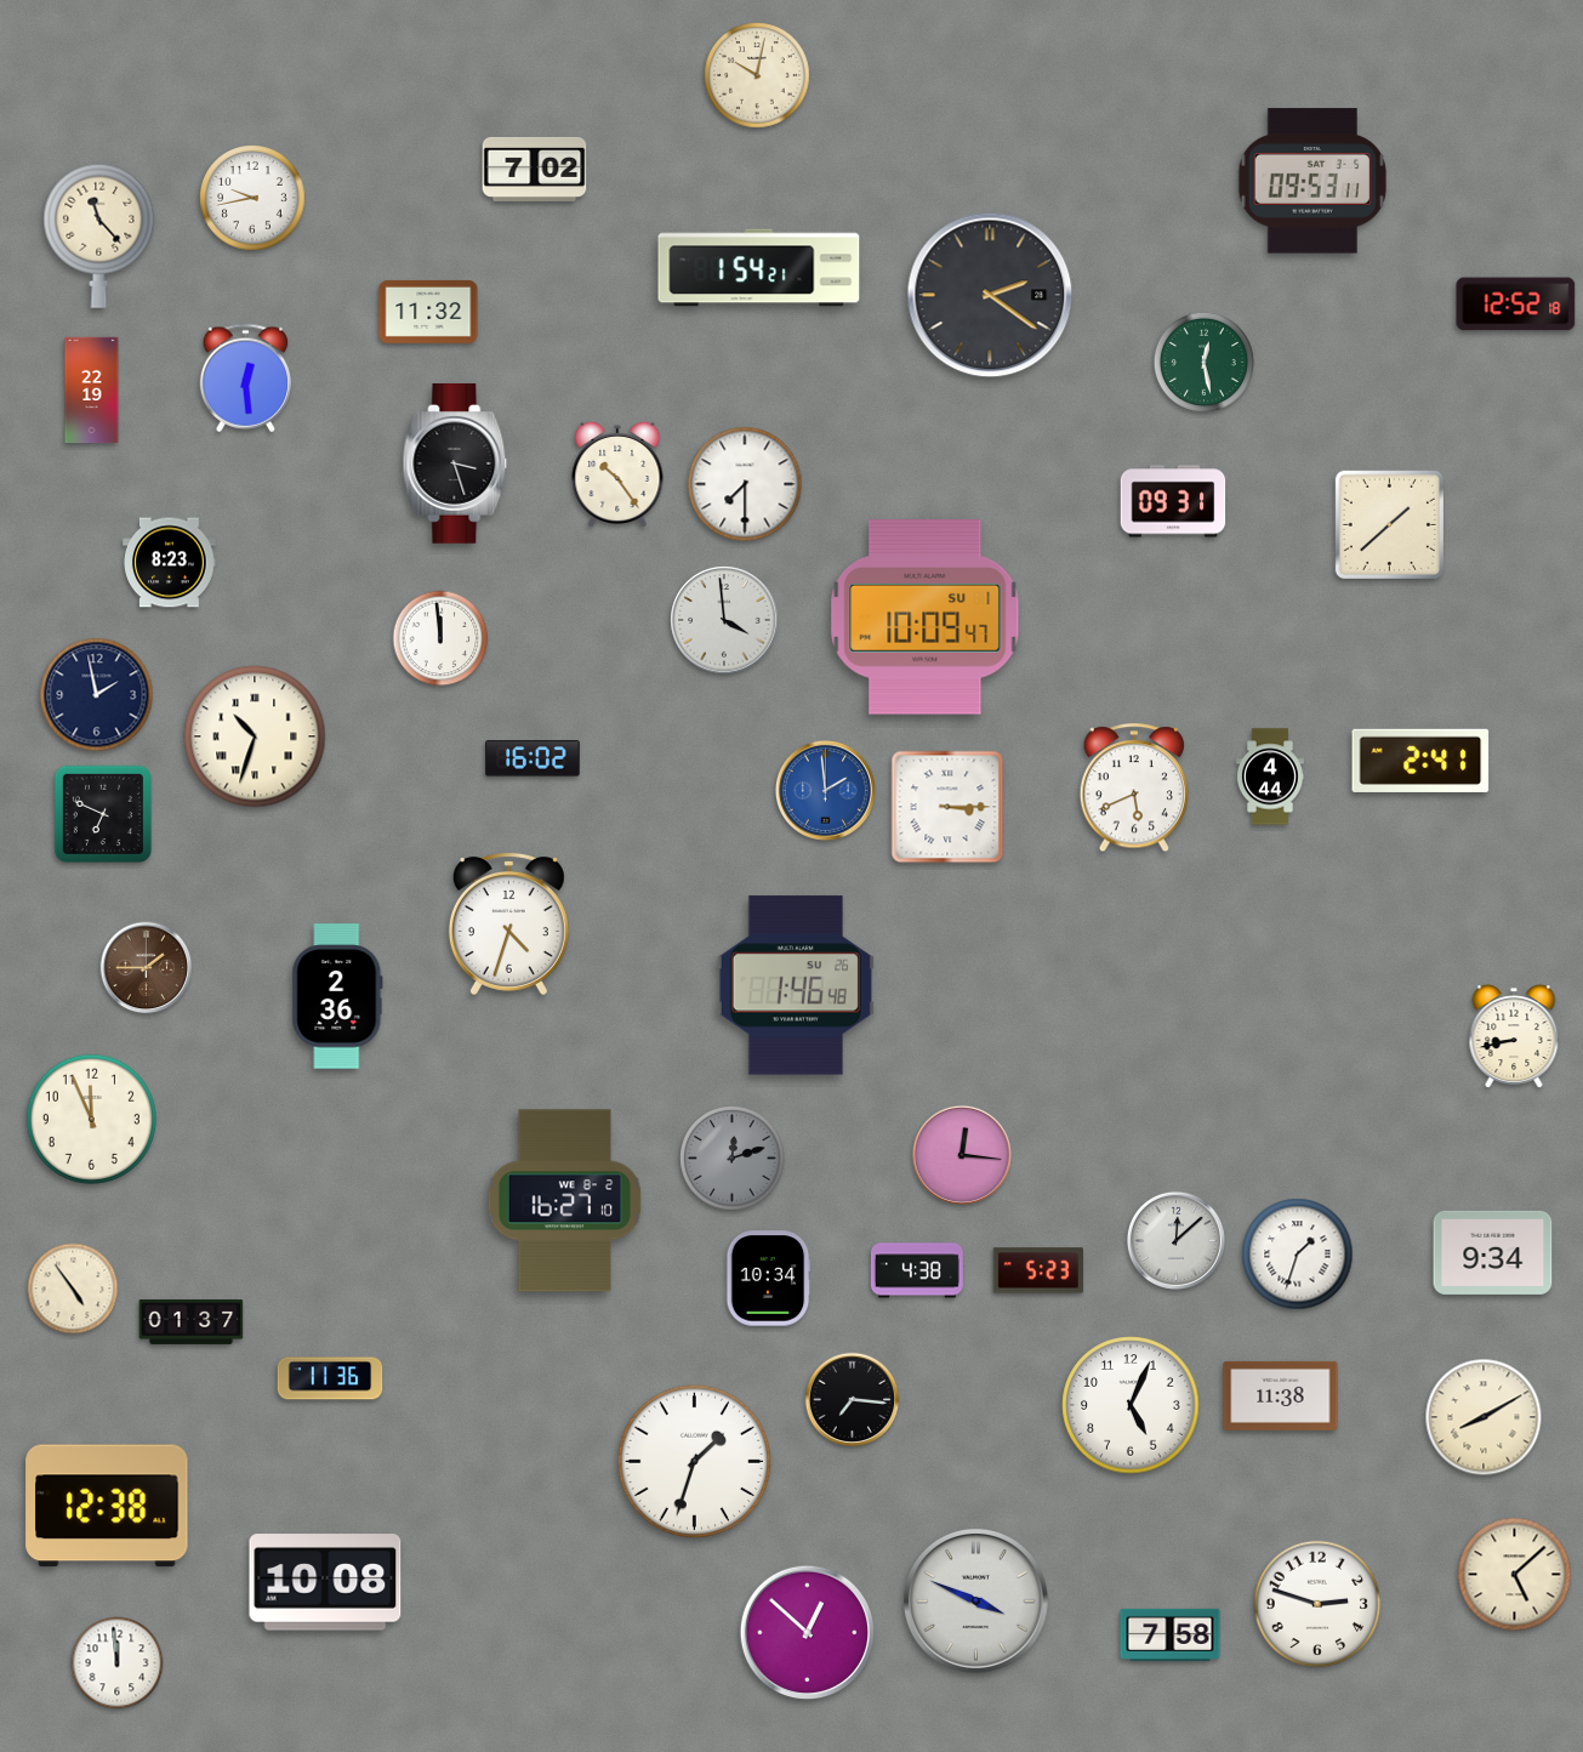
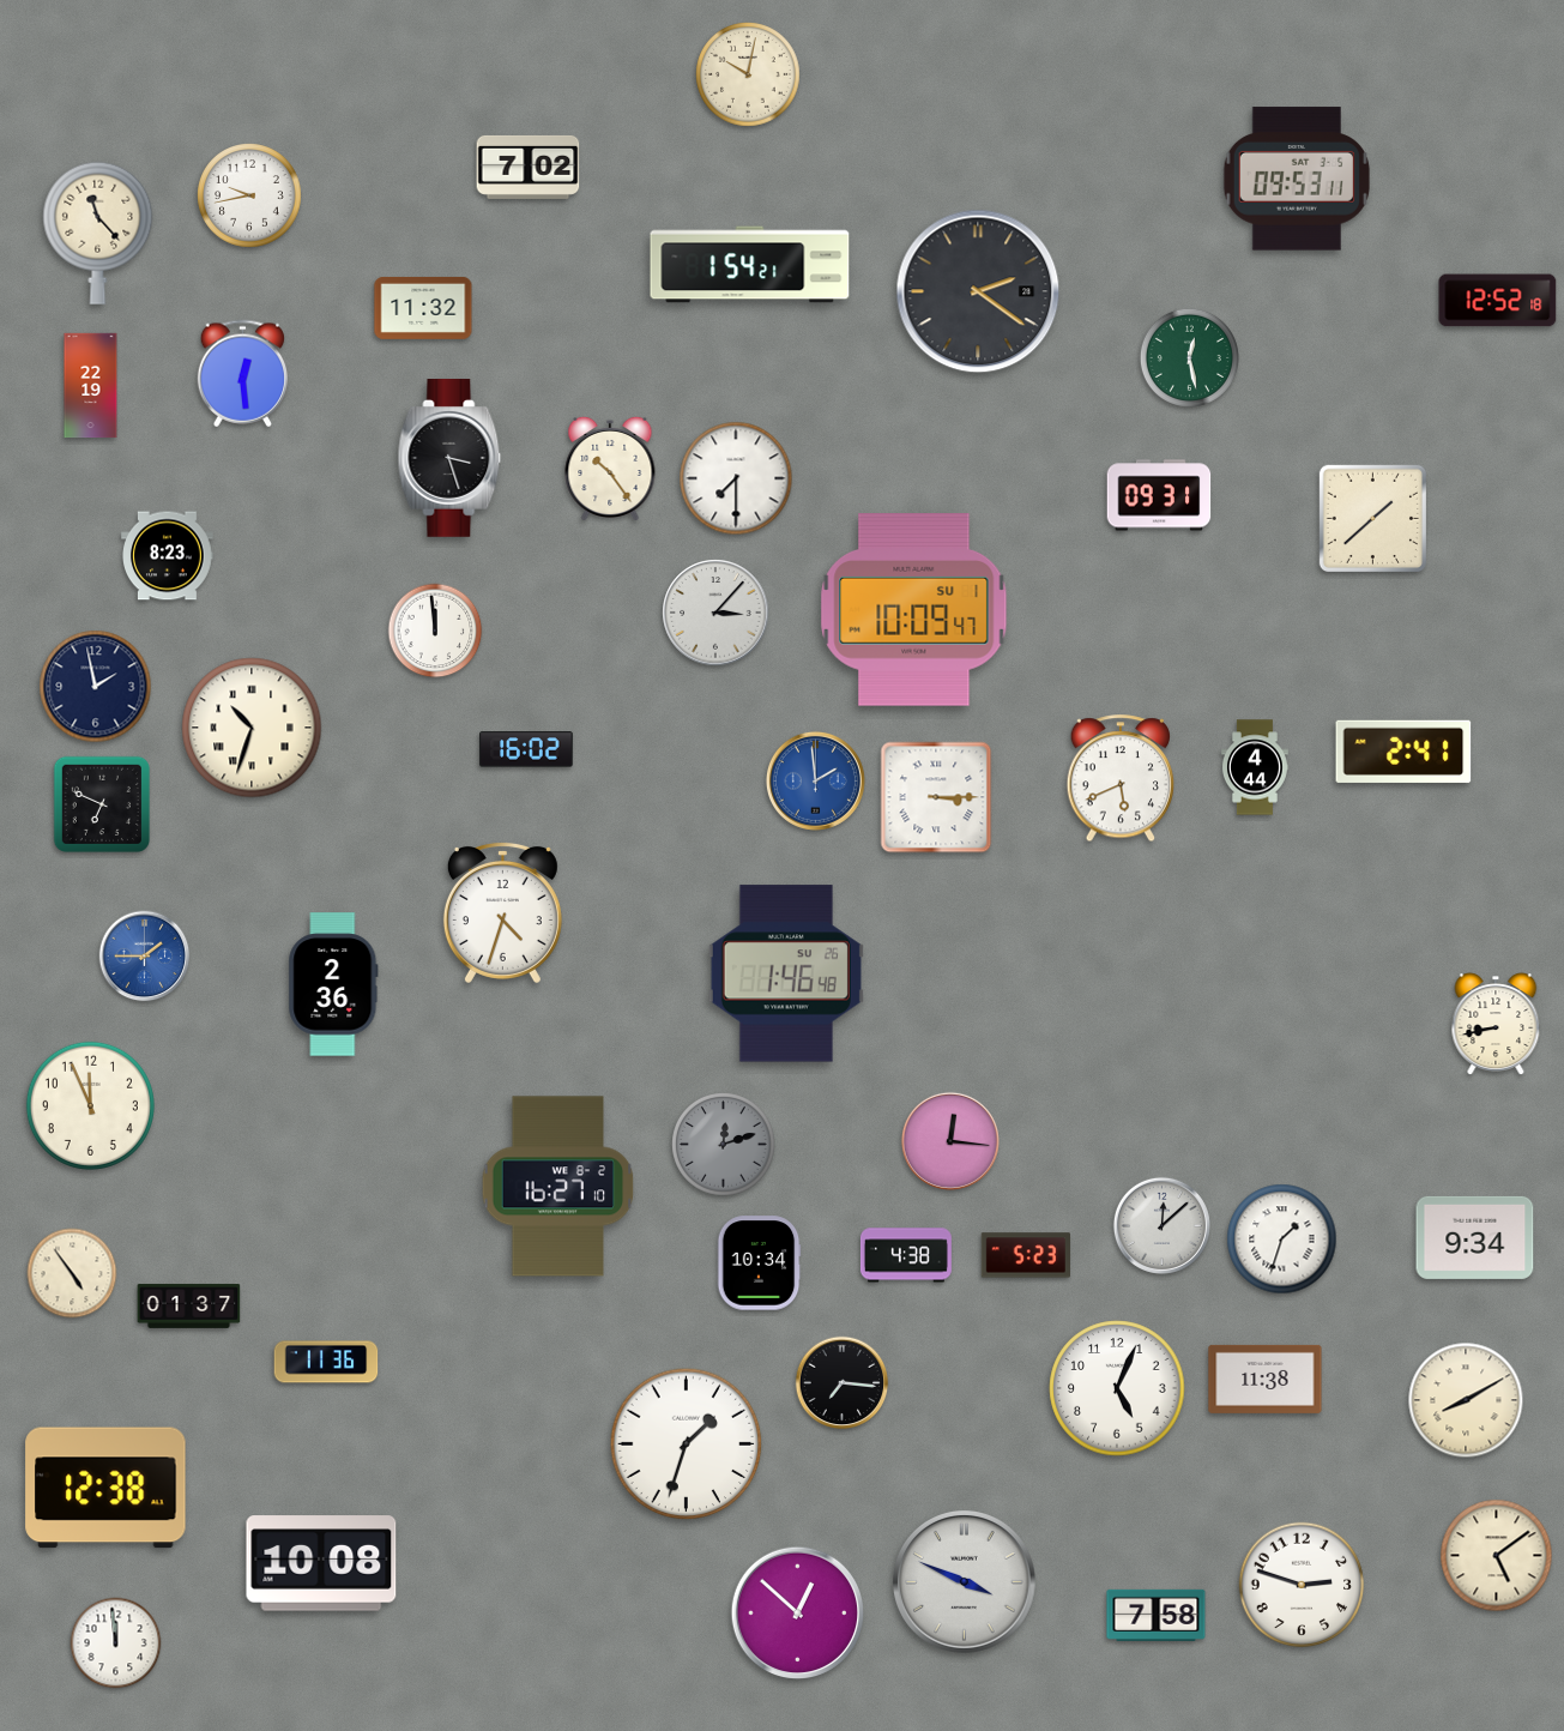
clock at (724, 620): 3:59 -> 3:07
clock at (147, 968) dial: brown -> blue
clock at (1515, 1575): 5:08 -> 5:09
